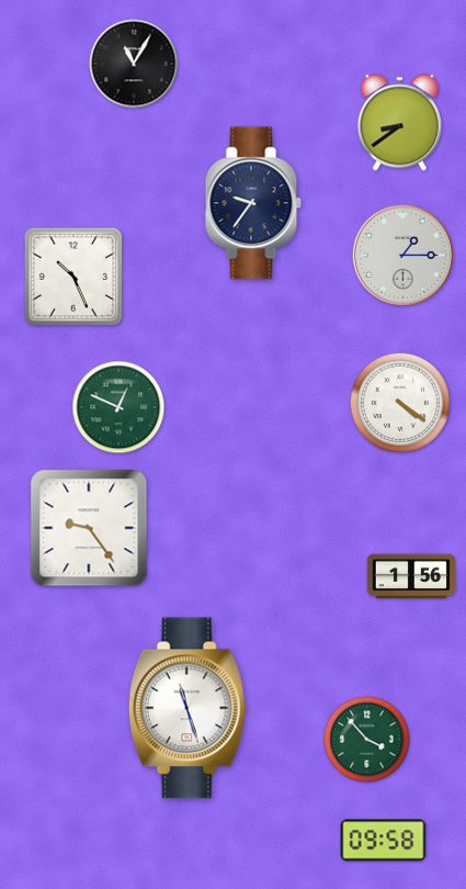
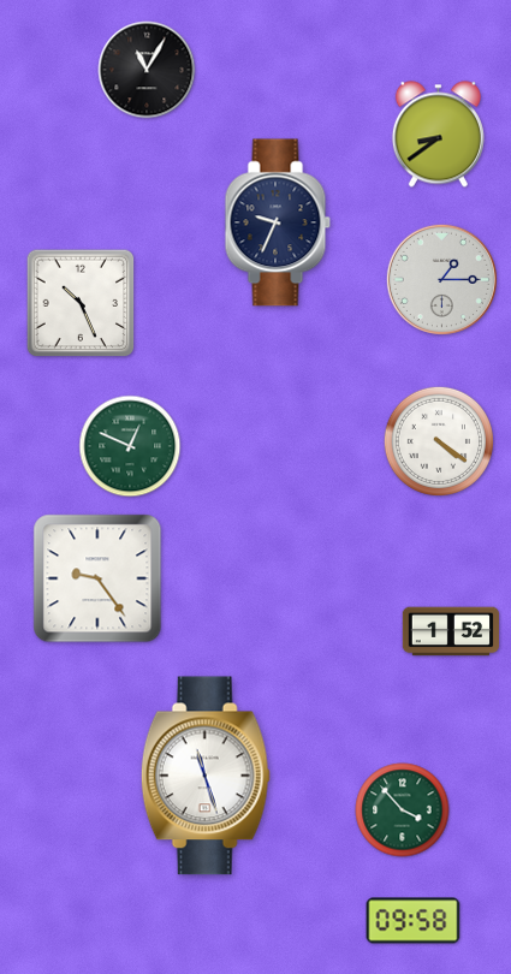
clock at (253, 203): 9:36 -> 9:34
clock at (411, 576): 1:56 -> 1:52
clock at (384, 841) position: (384, 841) -> (414, 921)
